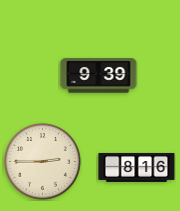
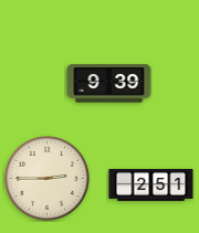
clock at (137, 167): 8:16 -> 2:51
